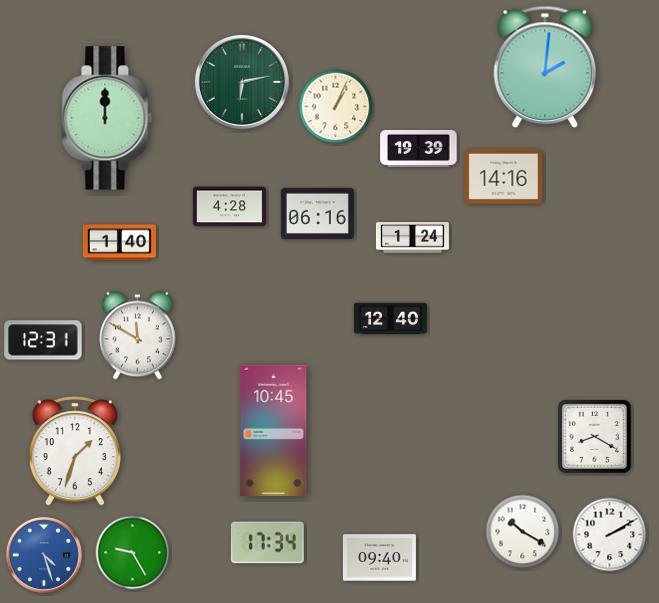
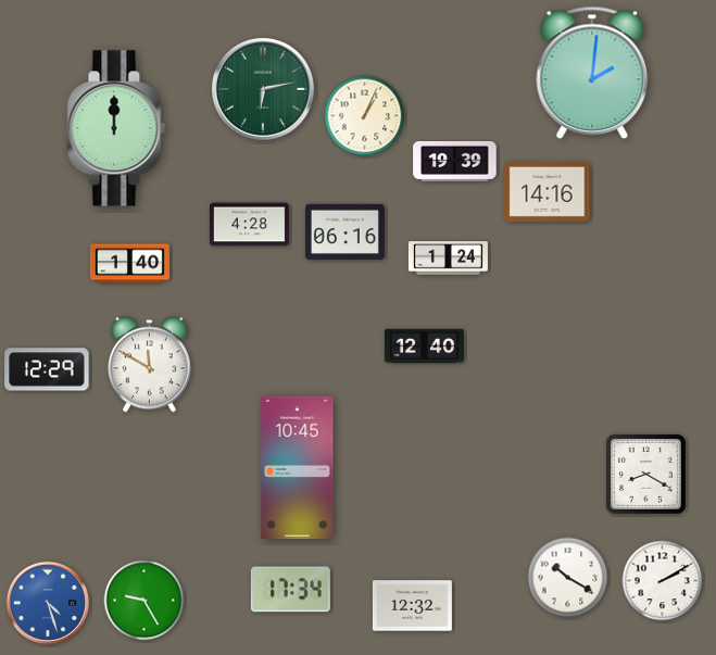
clock at (43, 340): 12:31 -> 12:29
clock at (75, 451): 1:33 -> none
clock at (379, 558): 09:40 -> 12:32
